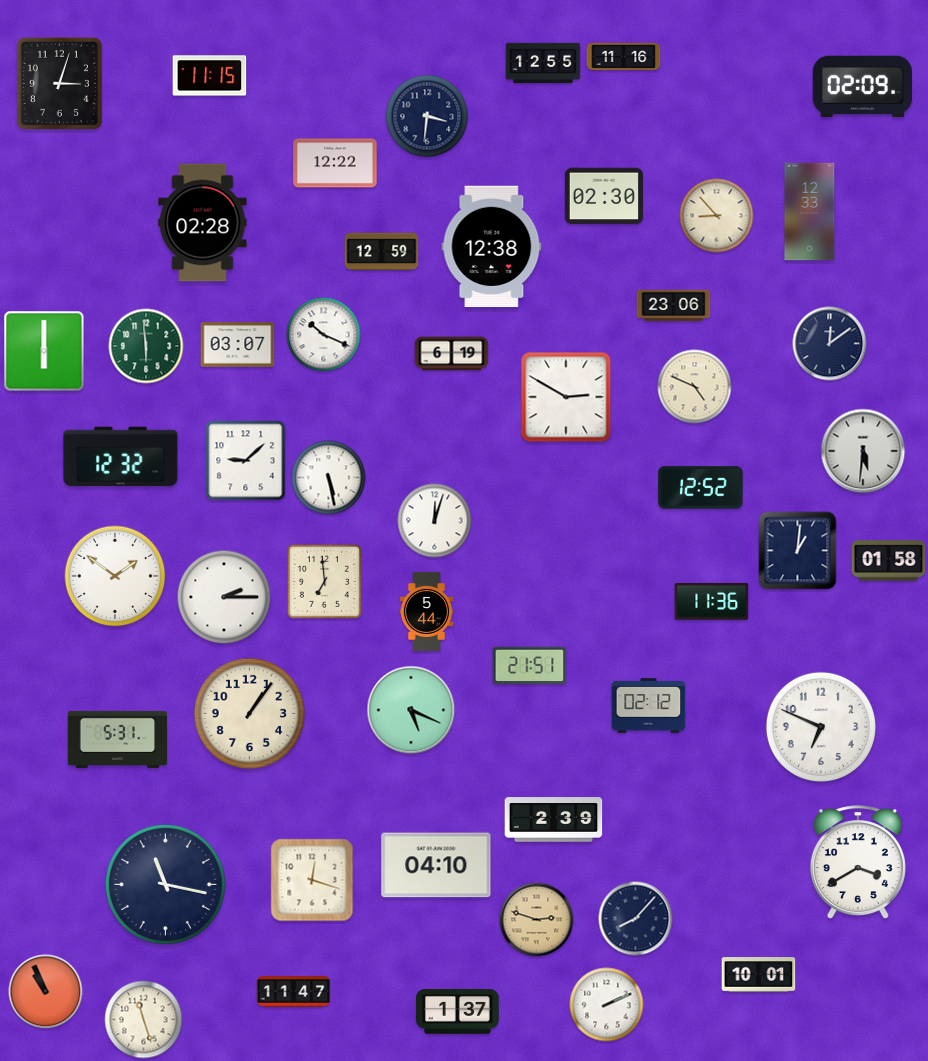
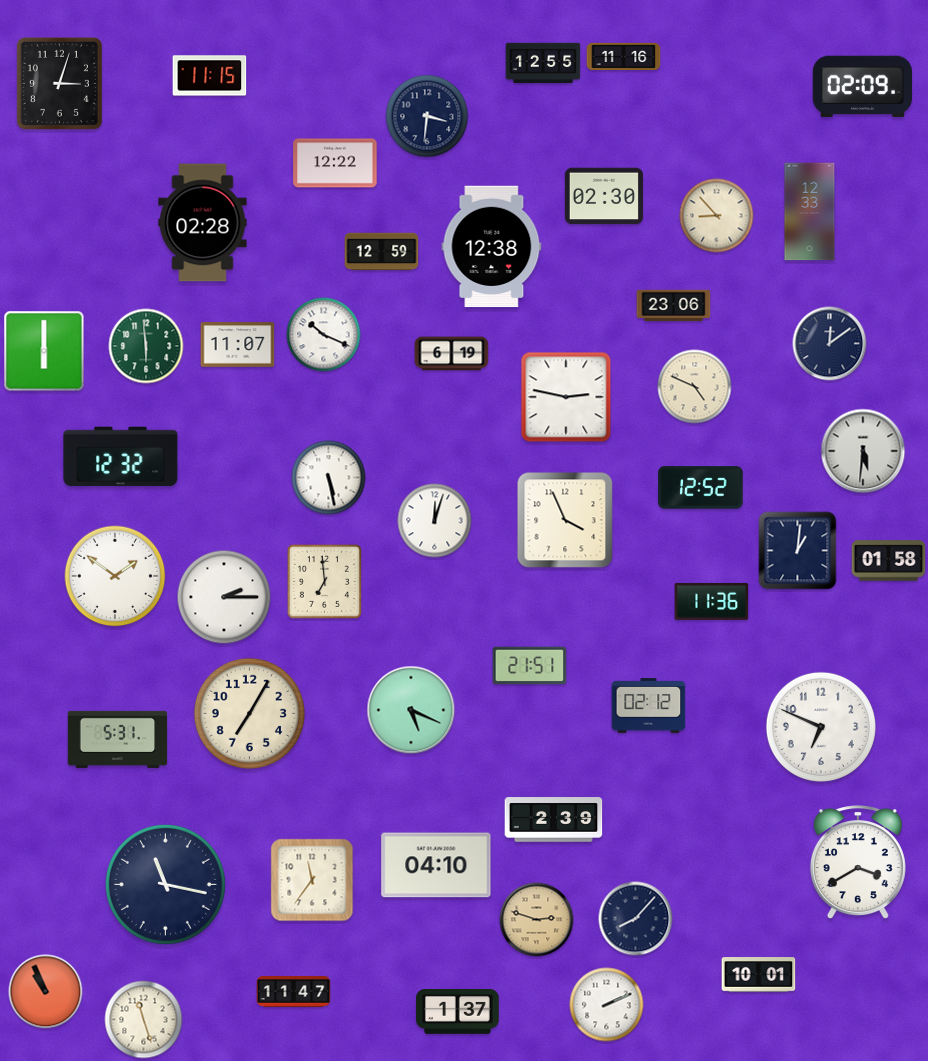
clock at (238, 345): 03:07 -> 11:07
clock at (566, 397): 2:50 -> 2:47
clock at (246, 461): 9:08 -> none
clock at (565, 520): none -> 3:56
clock at (426, 611): 5:44 -> none
clock at (249, 713): 1:06 -> 7:05
clock at (312, 880): 12:18 -> 11:36
